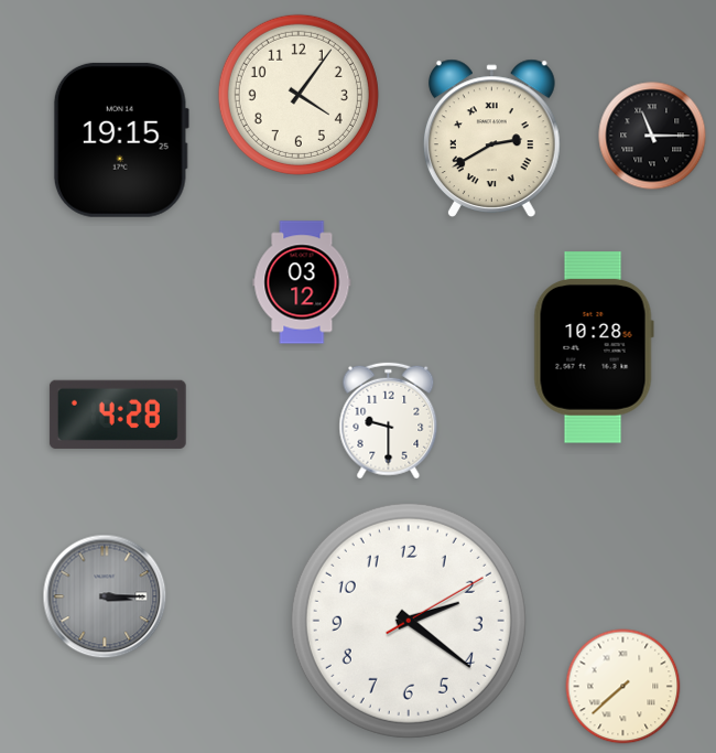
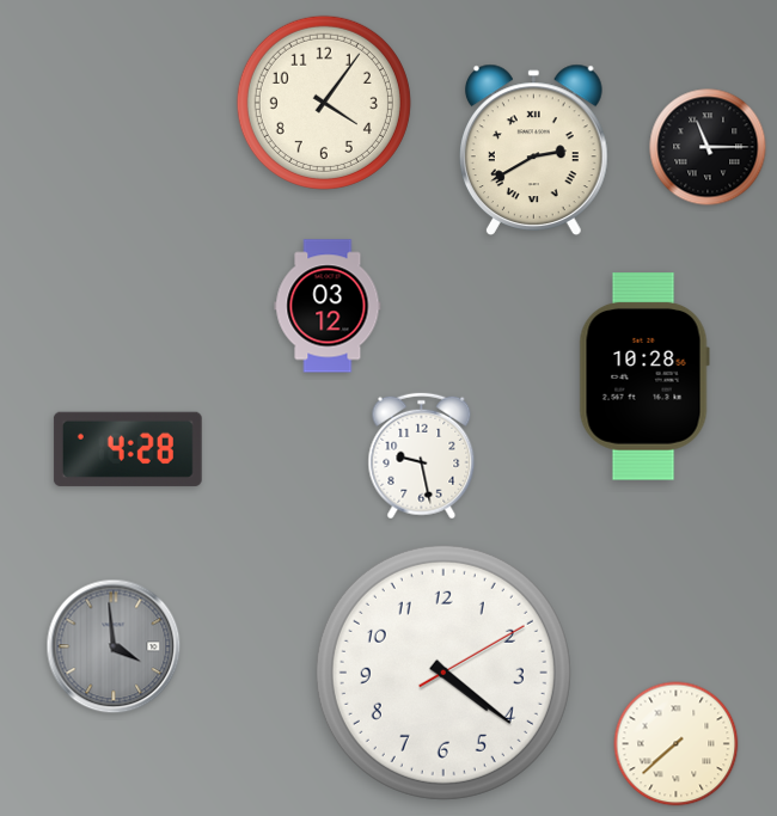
clock at (121, 140): 19:15 -> none
clock at (389, 421): 9:30 -> 9:28
clock at (105, 596): 3:15 -> 3:59
clock at (409, 621): 2:21 -> 4:21
